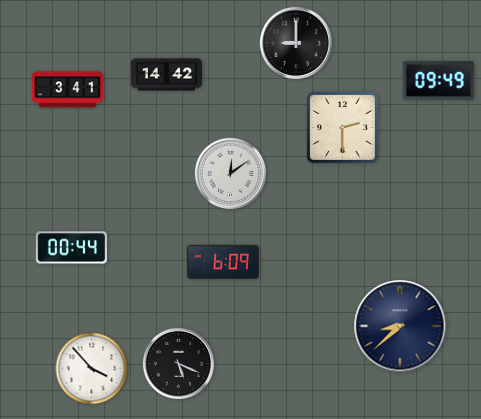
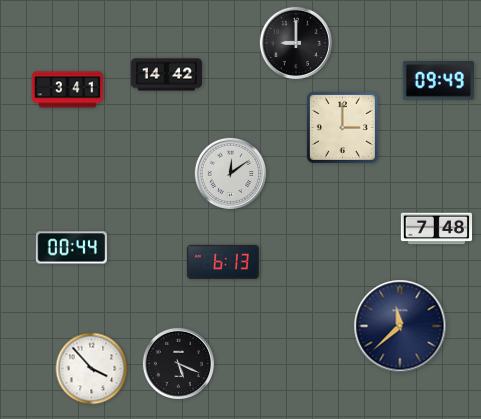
clock at (342, 127): 2:30 -> 3:00
clock at (436, 229): none -> 7:48
clock at (223, 262): 6:09 -> 6:13
clock at (400, 326): 8:38 -> 11:38
